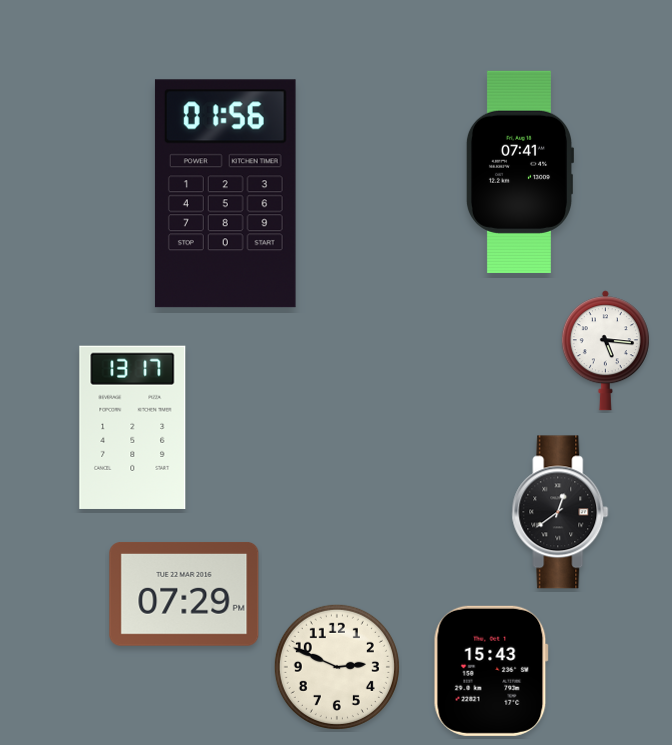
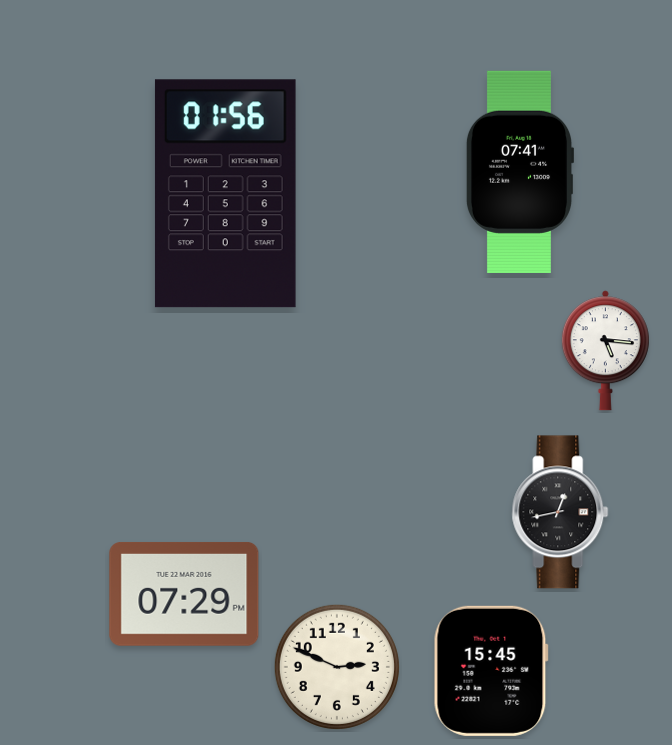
clock at (133, 427): 13:17 -> none
clock at (560, 512): 12:39 -> 12:43
clock at (491, 671): 15:43 -> 15:45
